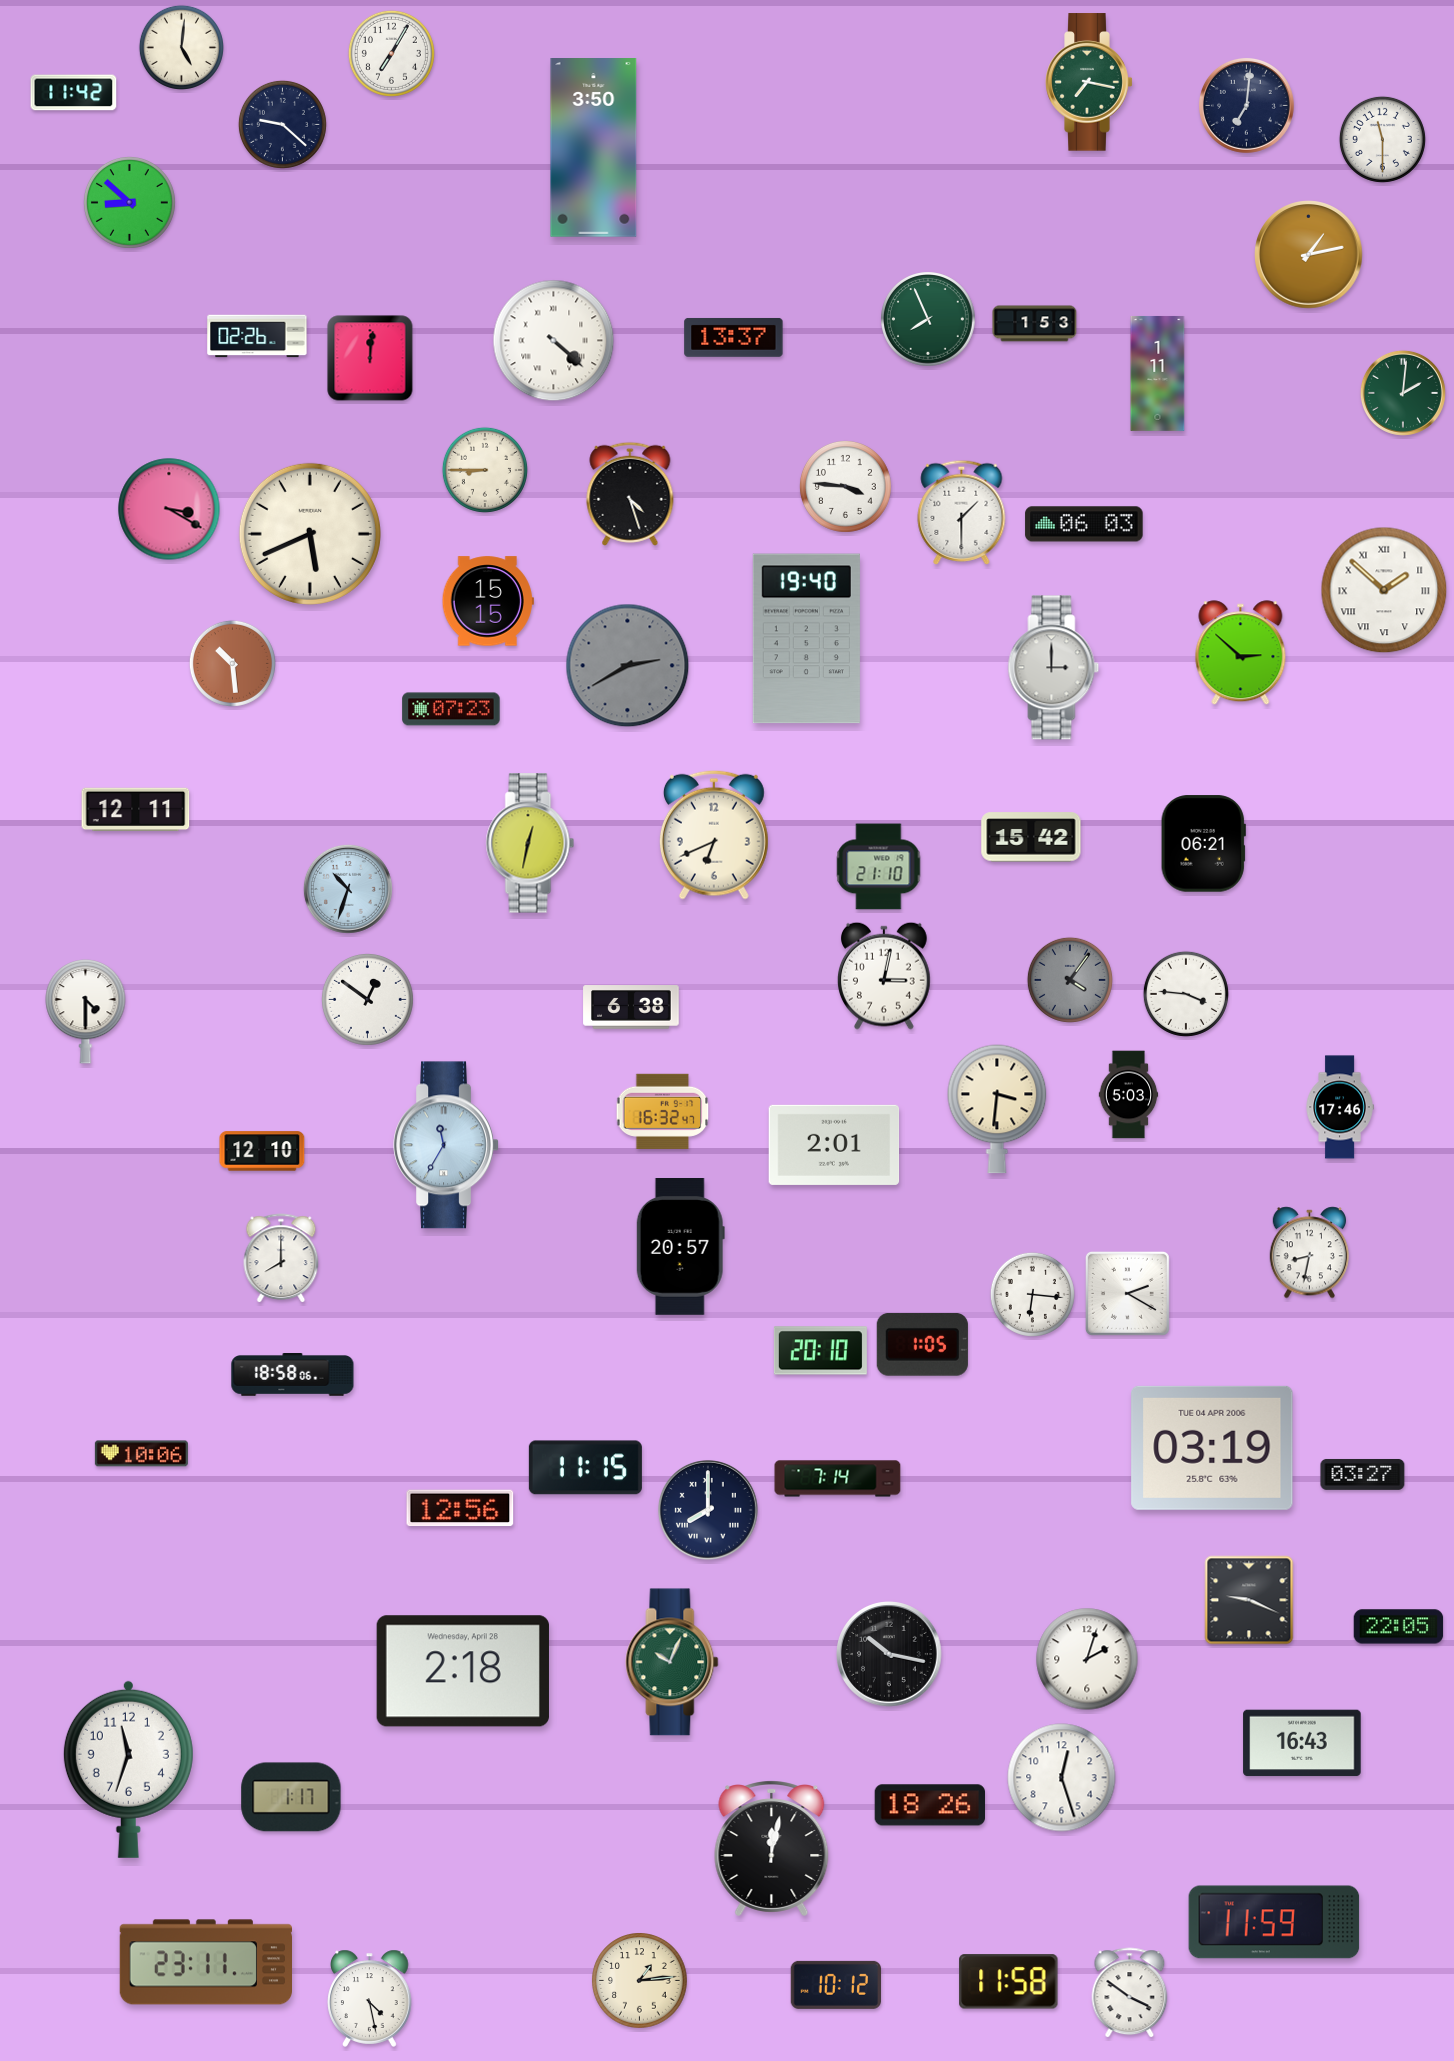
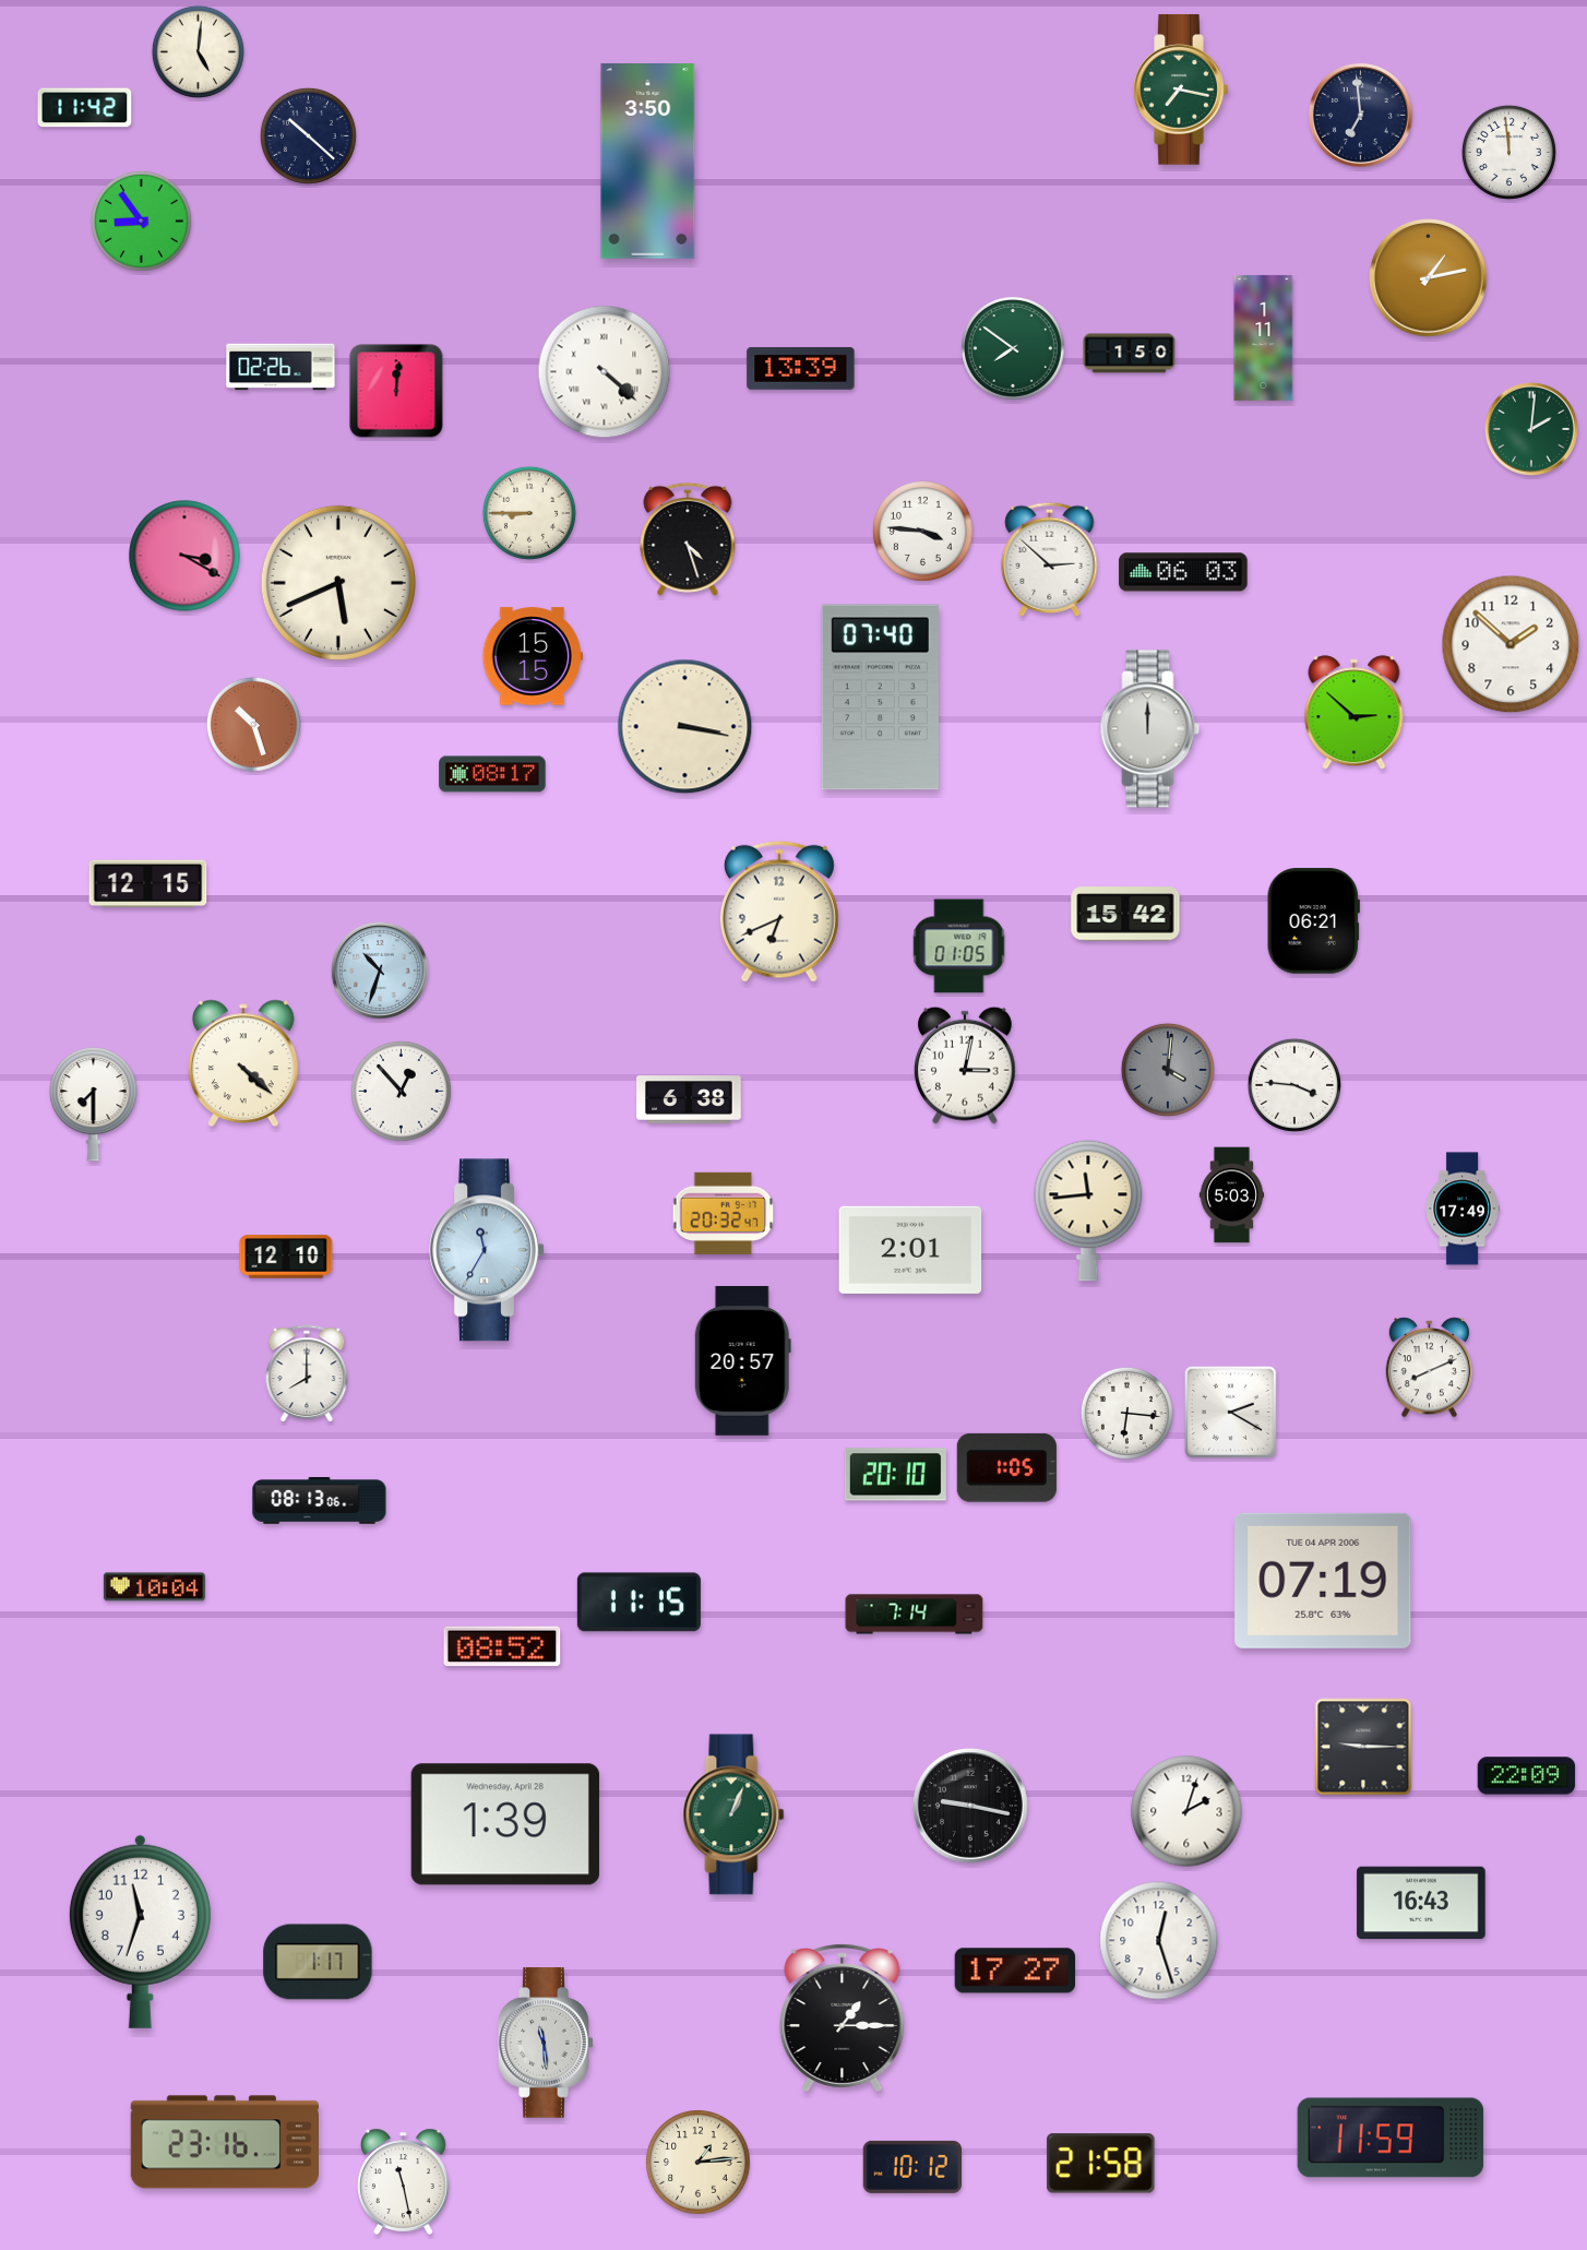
clock at (391, 53): 7:05 -> none
clock at (1089, 82) position: (1089, 82) -> (1181, 90)
clock at (74, 93) position: (74, 93) -> (85, 108)
clock at (1246, 105): 7:01 -> 6:59
clock at (282, 124): 9:22 -> 10:22
clock at (1382, 139): 11:30 -> 11:59
clock at (130, 203): 8:52 -> 8:54
clock at (928, 319): 7:56 -> 7:51
clock at (1035, 324): 1:53 -> 1:50
clock at (734, 338): 13:37 -> 13:39
clock at (370, 358) position: (370, 358) -> (396, 391)
clock at (1158, 373) position: (1158, 373) -> (1264, 337)
clock at (962, 512): 1:30 -> 2:52
clock at (1384, 590) numerals: Roman -> Arabic
clock at (806, 639): 19:40 -> 07:40
clock at (232, 663): 10:29 -> 10:27
clock at (628, 666): 2:40 -> 3:17
clock at (628, 666) dial: grey -> cream
clock at (1054, 668): 3:00 -> 12:00
clock at (451, 709): 07:23 -> 08:17
clock at (136, 810): 12:11 -> 12:15
clock at (530, 843): 12:32 -> none
clock at (879, 867): 21:10 -> 01:05
clock at (243, 1063): none -> 4:22
clock at (1070, 980): 4:06 -> 4:01
clock at (368, 1000): 12:51 -> 12:53
clock at (86, 1011): 4:30 -> 7:30
clock at (1340, 1107): 17:46 -> 17:49
clock at (997, 1109): 3:31 -> 11:44
clock at (663, 1111): 16:32 -> 20:32
clock at (1309, 1253): 8:32 -> 8:11
clock at (293, 1375): 18:58 -> 08:13
clock at (1212, 1448): 03:19 -> 07:19
clock at (141, 1454): 10:06 -> 10:04
clock at (1363, 1474): 03:27 -> none
clock at (460, 1508): 12:56 -> 08:52
clock at (709, 1511): 8:00 -> none
clock at (1249, 1600): 9:19 -> 9:15
clock at (1399, 1627): 22:05 -> 22:09
clock at (889, 1654): 10:17 -> 9:17
clock at (672, 1662): 10:04 -> 1:04
clock at (463, 1671): 2:18 -> 1:39
clock at (929, 1805): 18:26 -> 17:27
clock at (772, 1848): 12:02 -> 1:15
clock at (546, 2043): none -> 11:29
clock at (1274, 1922) position: (1274, 1922) -> (1391, 2138)
clock at (205, 1962): 23:11 -> 23:16
clock at (1009, 1982): 11:58 -> 21:58
clock at (1130, 1993): 3:51 -> none
clock at (370, 1998): 4:28 -> 11:28
